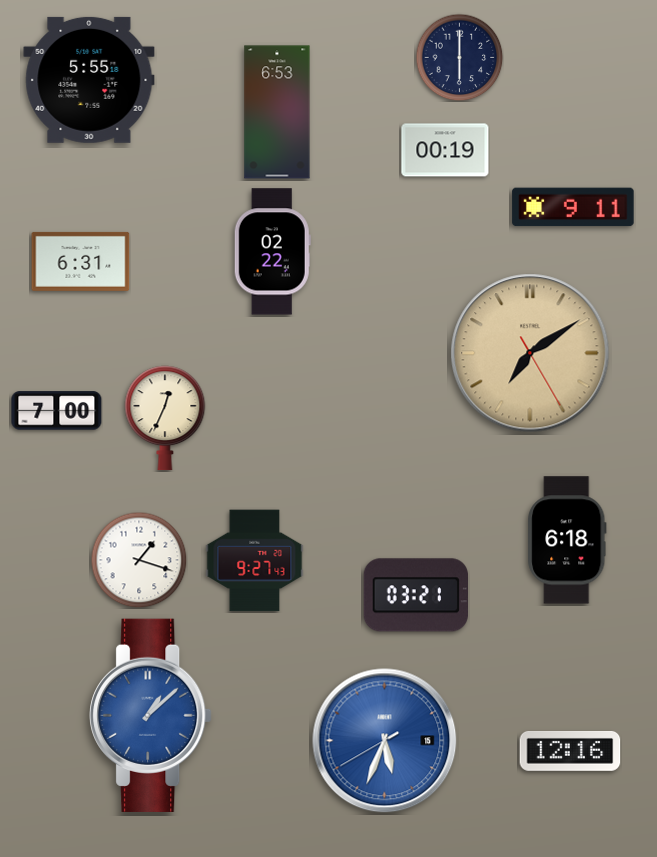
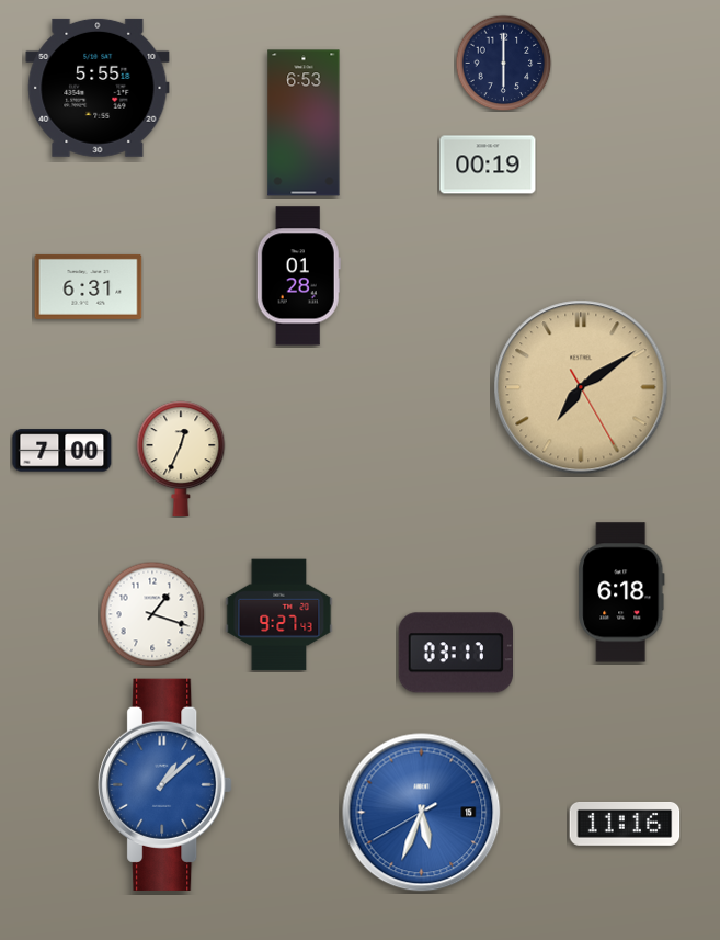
clock at (573, 207): 9:11 -> none
clock at (272, 252): 02:22 -> 01:28
clock at (415, 595): 03:21 -> 03:17
clock at (570, 751): 12:16 -> 11:16
